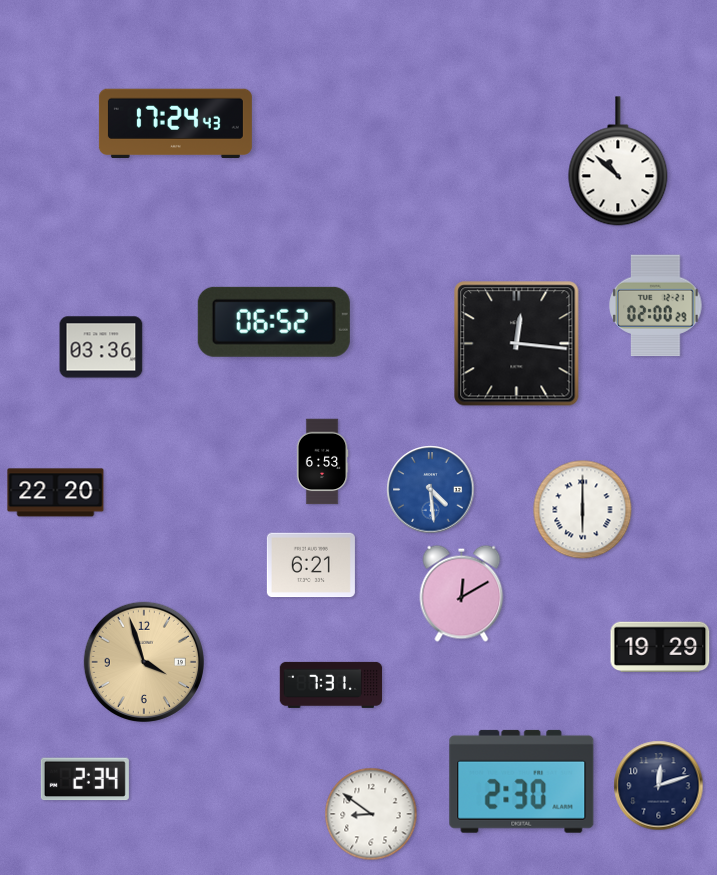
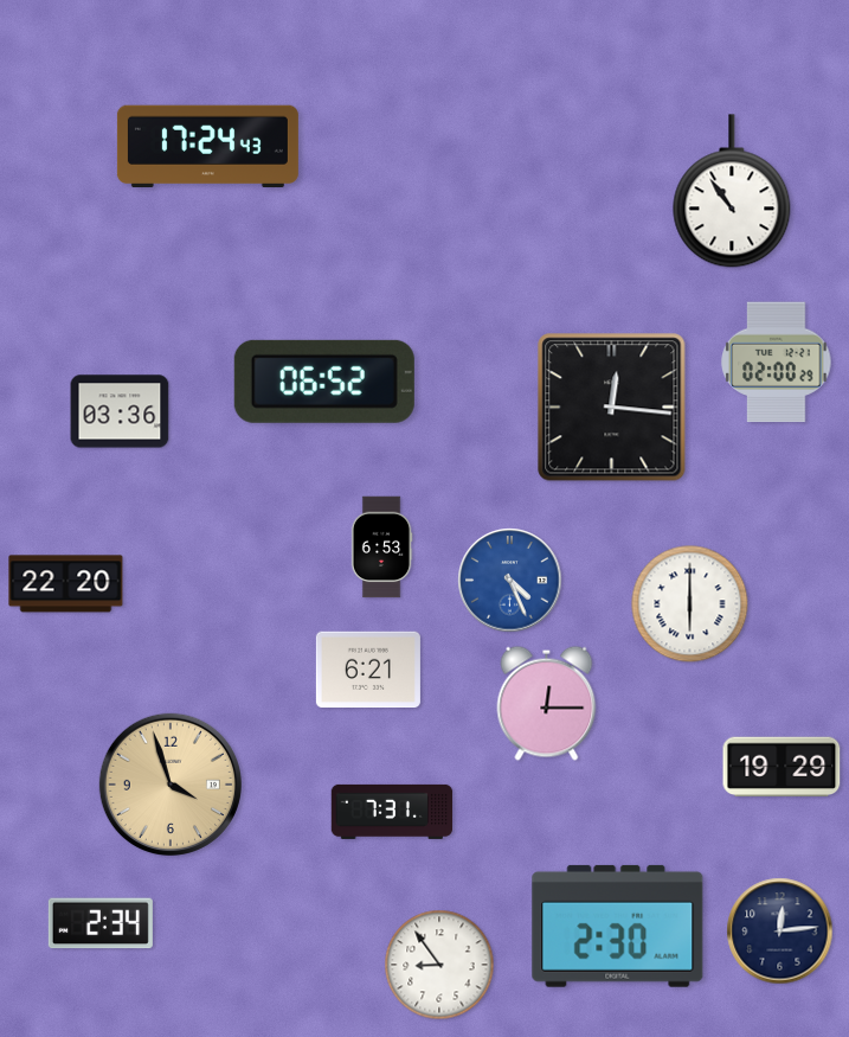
clock at (618, 161): 10:52 -> 10:54
clock at (431, 490): 4:29 -> 4:26
clock at (462, 593): 12:10 -> 12:15
clock at (659, 786): 12:12 -> 12:14
clock at (371, 814): 8:51 -> 8:54
